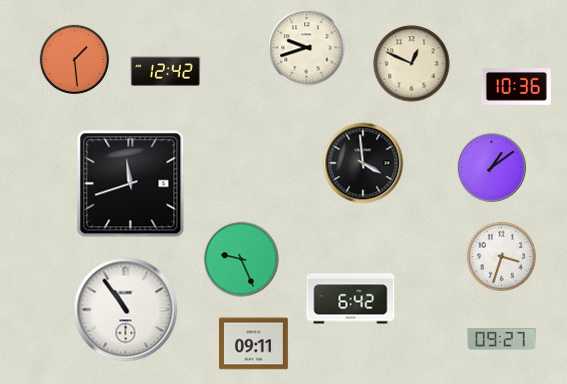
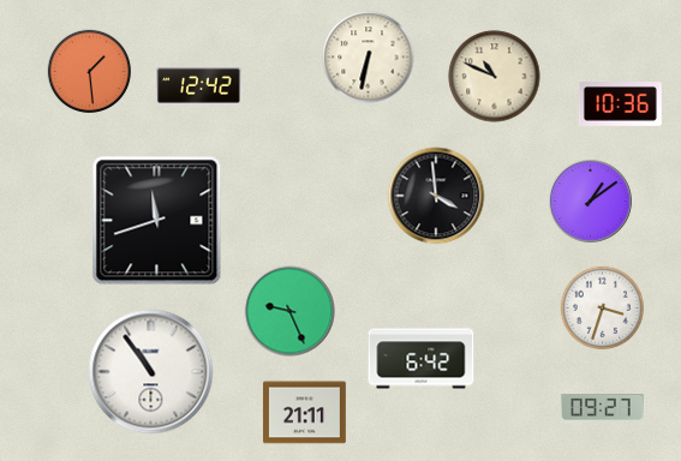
clock at (307, 48): 9:42 -> 6:32
clock at (412, 64): 12:49 -> 10:49
clock at (253, 344): 09:11 -> 21:11
